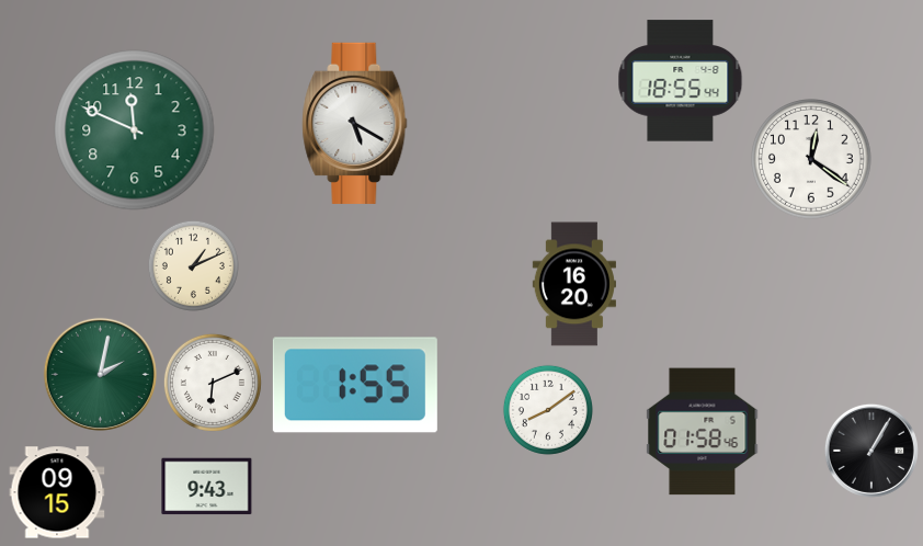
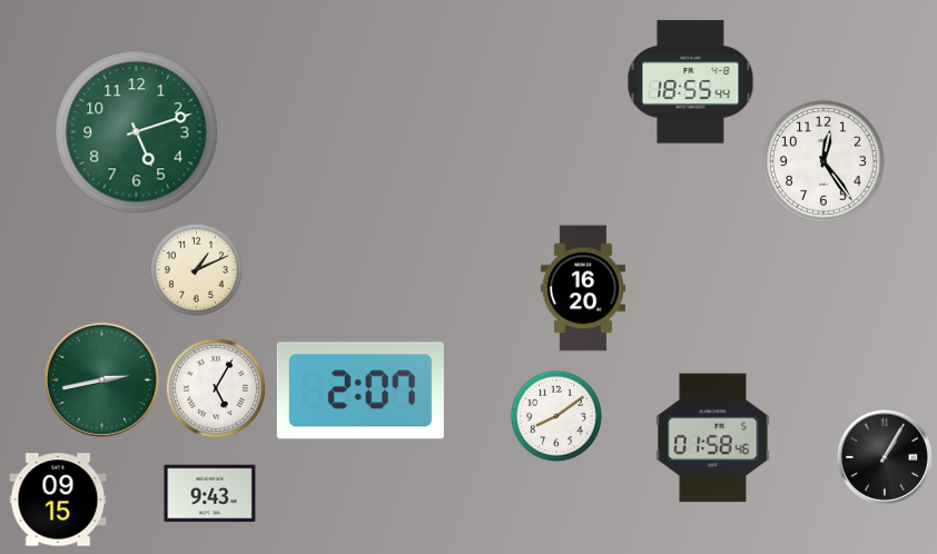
clock at (355, 123): 5:20 -> none
clock at (135, 130): 11:49 -> 5:12
clock at (812, 160): 12:21 -> 12:24
clock at (100, 374): 2:02 -> 2:43
clock at (213, 383): 6:11 -> 5:05
clock at (355, 385): 1:55 -> 2:07
